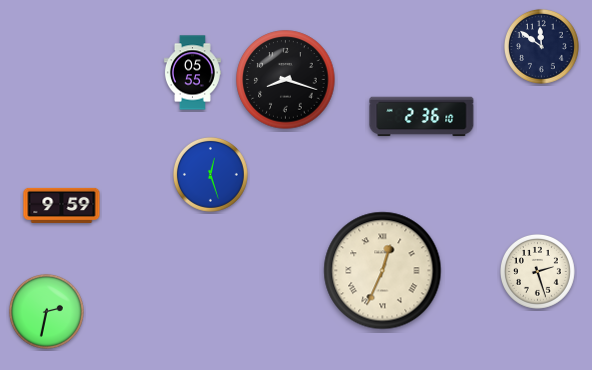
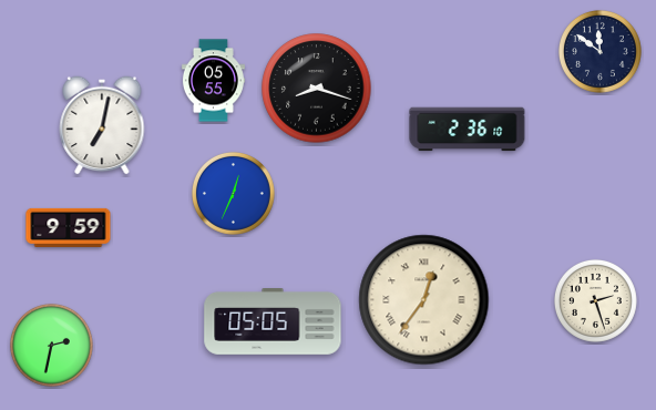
clock at (102, 125): none -> 7:02
clock at (210, 174): 12:27 -> 12:34
clock at (383, 271): 12:34 -> 12:36
clock at (273, 322): none -> 05:05
